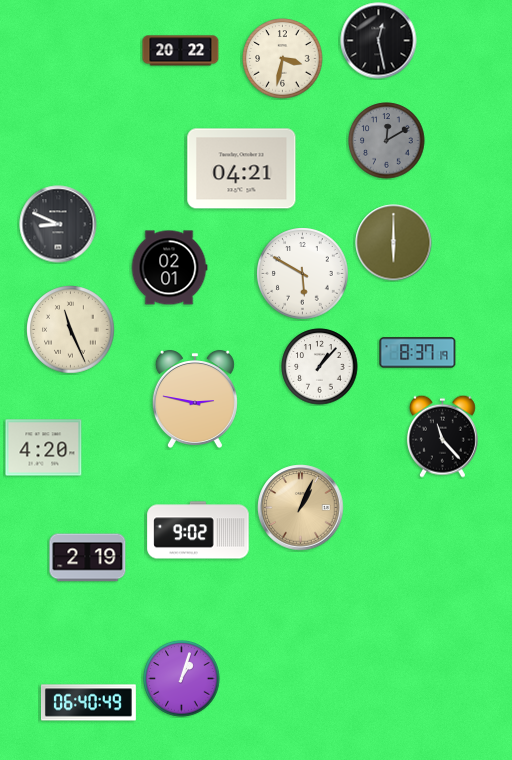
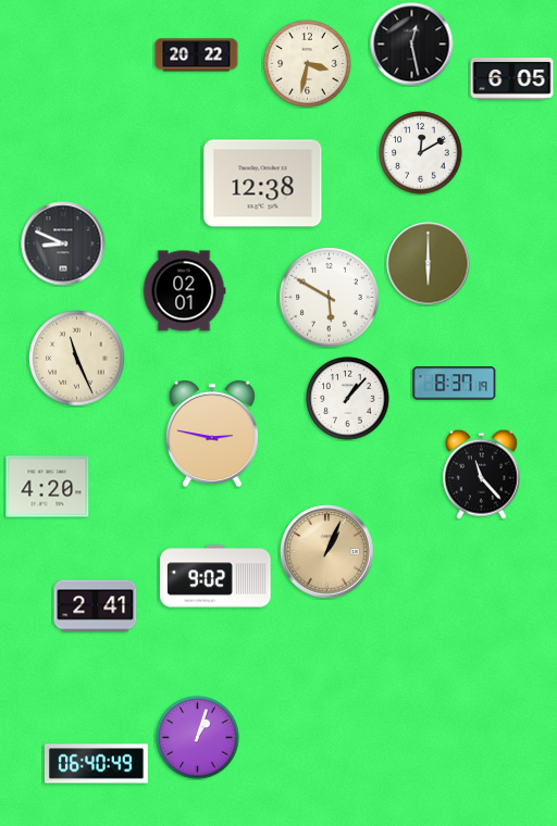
clock at (512, 79): none -> 6:05
clock at (387, 141) dial: grey -> white
clock at (242, 169): 04:21 -> 12:38
clock at (88, 558): 2:19 -> 2:41
